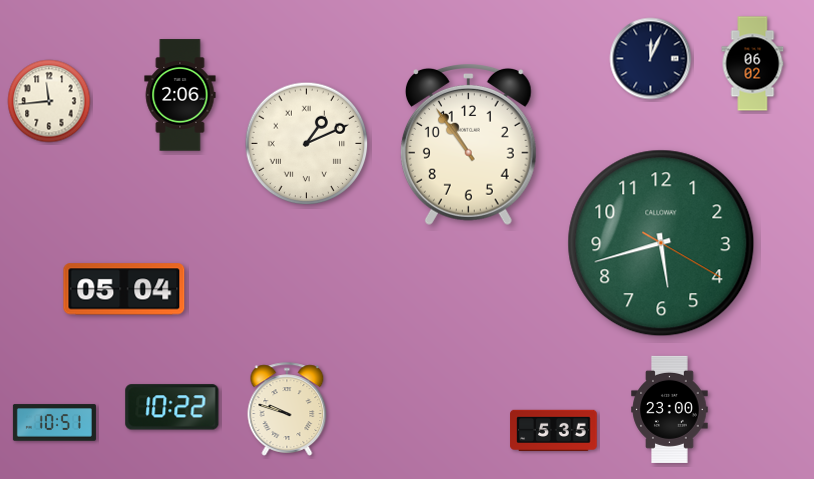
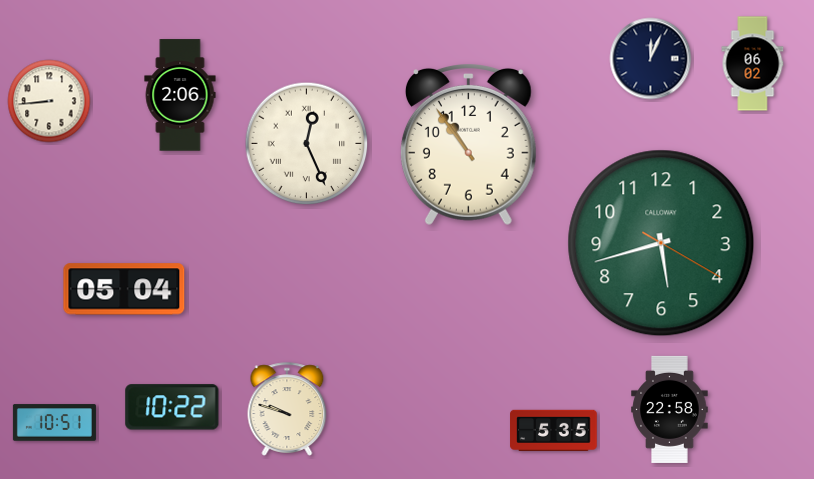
clock at (49, 101): 11:44 -> 8:44
clock at (307, 144): 1:11 -> 12:26
clock at (670, 409): 23:00 -> 22:58
